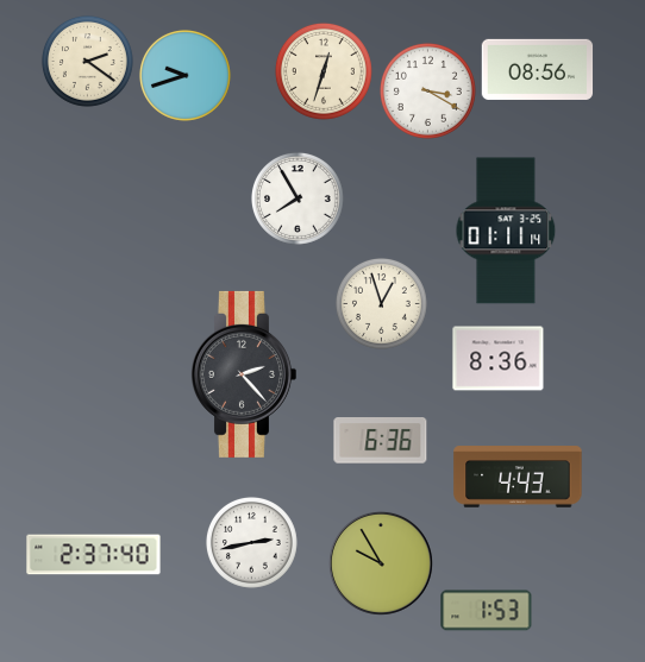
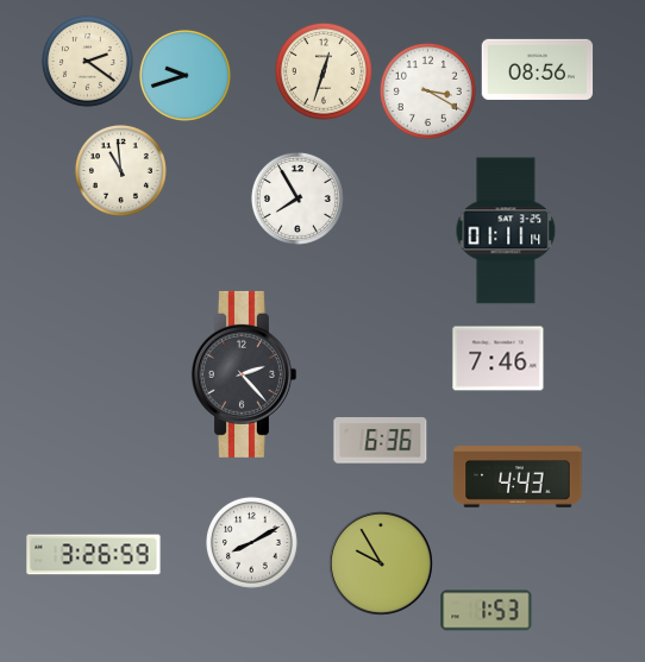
clock at (121, 171): none -> 10:59
clock at (382, 304): 12:57 -> none
clock at (499, 359): 8:36 -> 7:46
clock at (252, 543): 2:43 -> 8:10
clock at (94, 555): 2:37 -> 3:26
